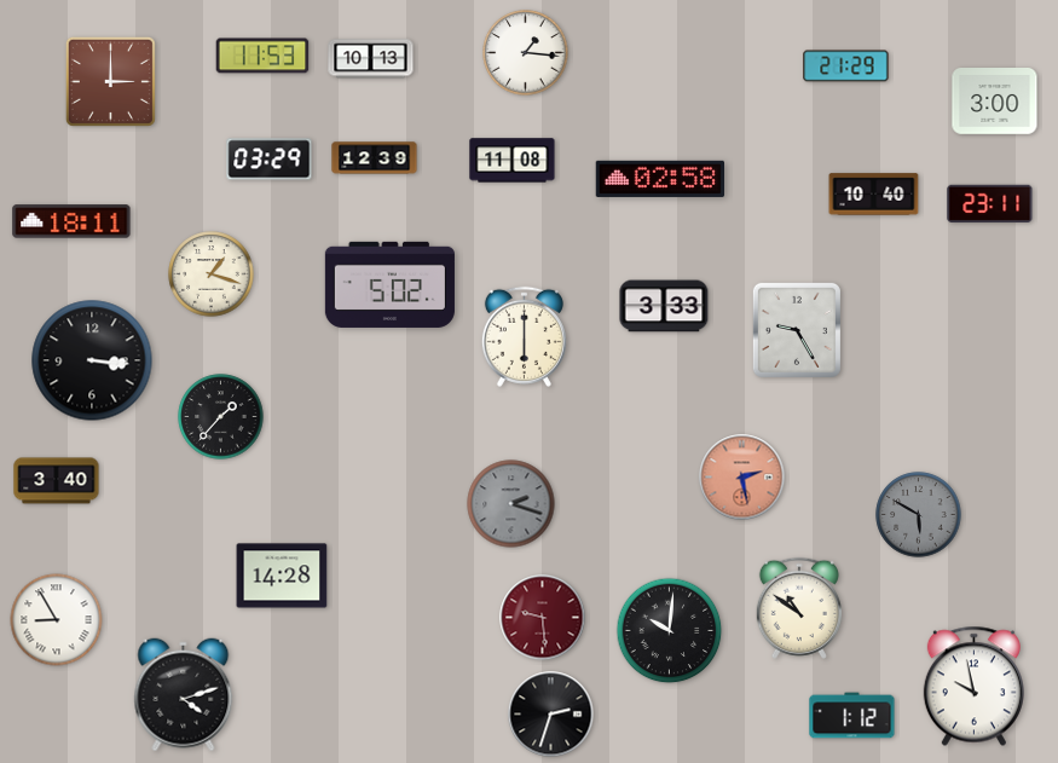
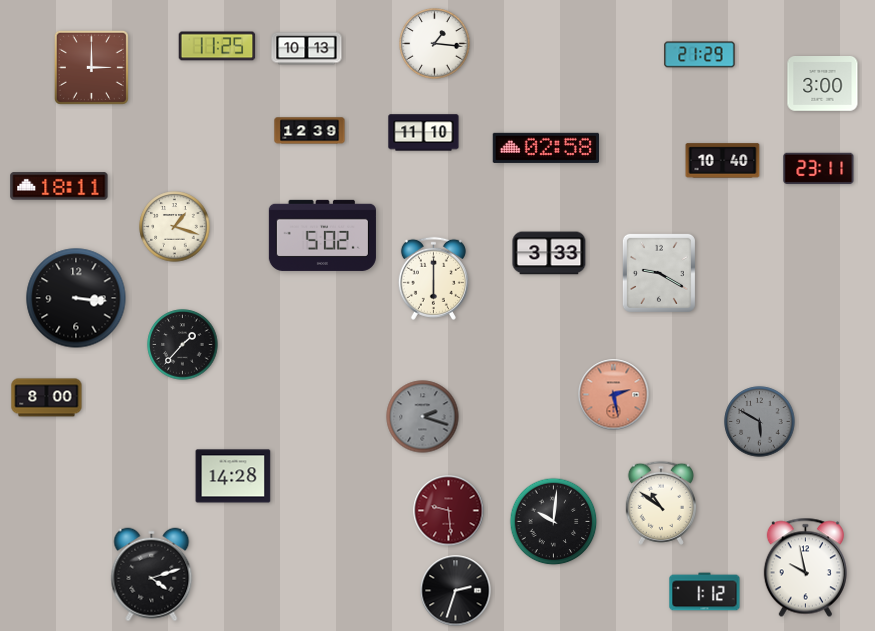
clock at (262, 56): 11:53 -> 11:25
clock at (270, 160): 03:29 -> none
clock at (513, 161): 11:08 -> 11:10
clock at (71, 221) position: (71, 221) -> (59, 186)
clock at (797, 330): 9:25 -> 9:20
clock at (57, 481): 3:40 -> 8:00
clock at (919, 515) position: (919, 515) -> (760, 422)
clock at (57, 620): 8:55 -> none
